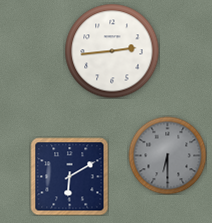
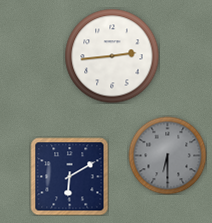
clock at (112, 51) position: (112, 51) -> (112, 56)
